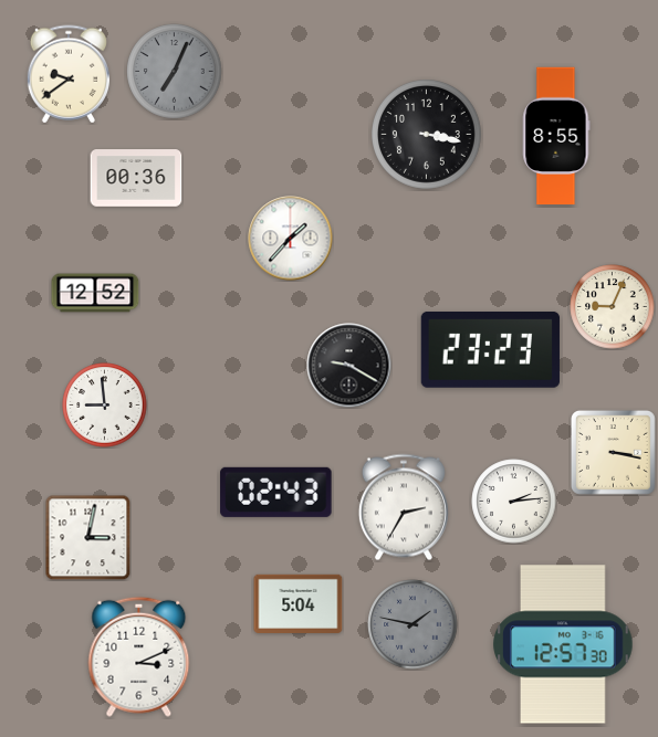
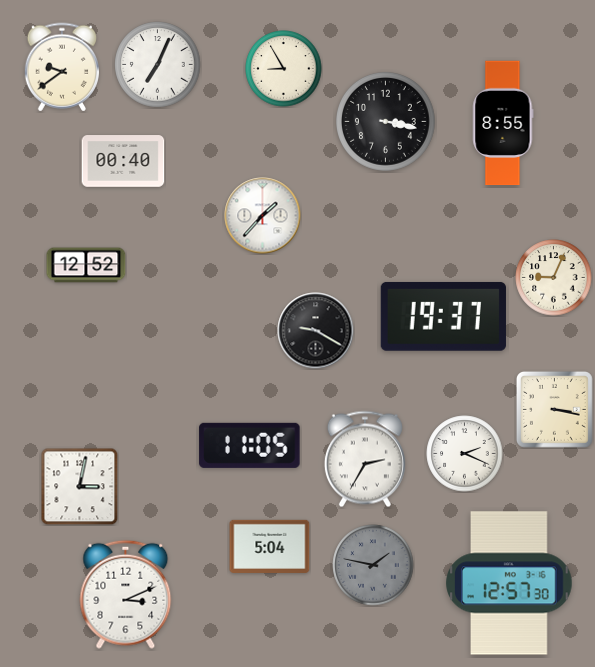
clock at (175, 72) dial: grey -> white
clock at (284, 69): none -> 8:55
clock at (136, 178): 00:36 -> 00:40
clock at (490, 350): 23:23 -> 19:37
clock at (105, 406): 8:59 -> none
clock at (276, 492): 02:43 -> 11:05
clock at (514, 502): 2:14 -> 2:19
